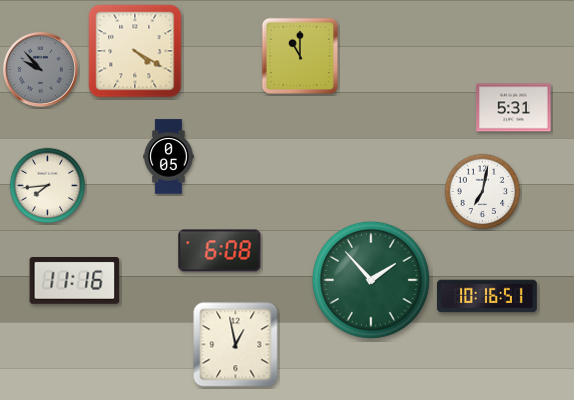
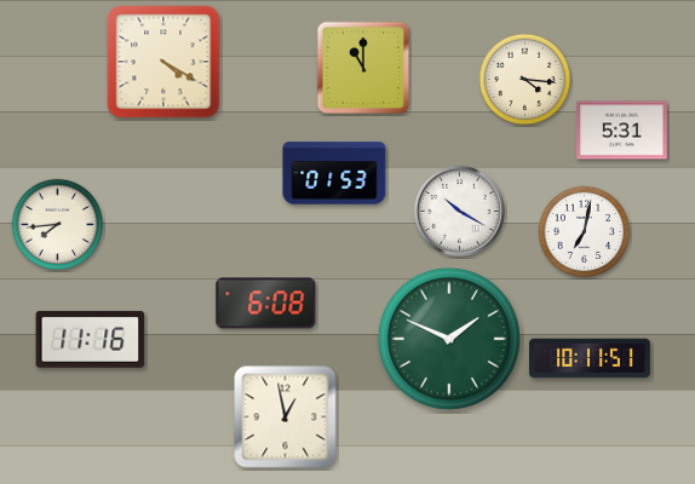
clock at (525, 80): none -> 4:16
clock at (40, 69): 9:53 -> none
clock at (334, 173): none -> 01:53
clock at (169, 157): 0:05 -> none
clock at (459, 211): none -> 10:20
clock at (371, 280): 1:53 -> 1:49
clock at (488, 296): 10:16 -> 10:11
